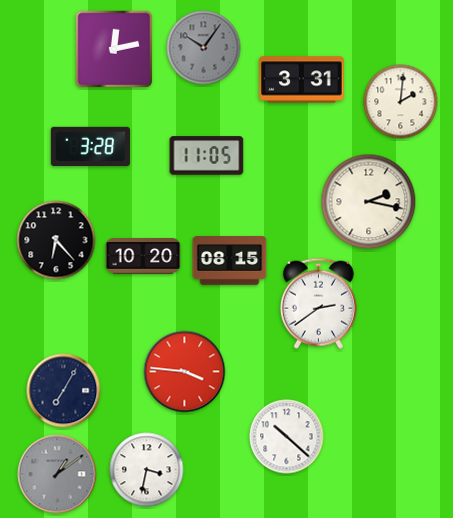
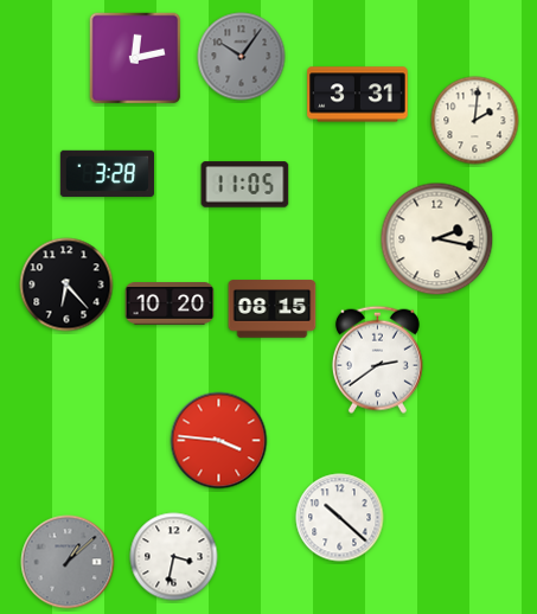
clock at (64, 391): 7:05 -> none
clock at (57, 474): 1:09 -> 1:08
